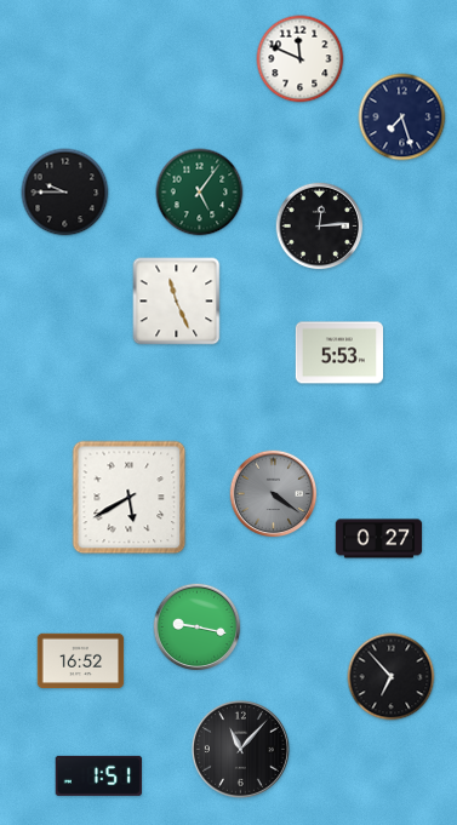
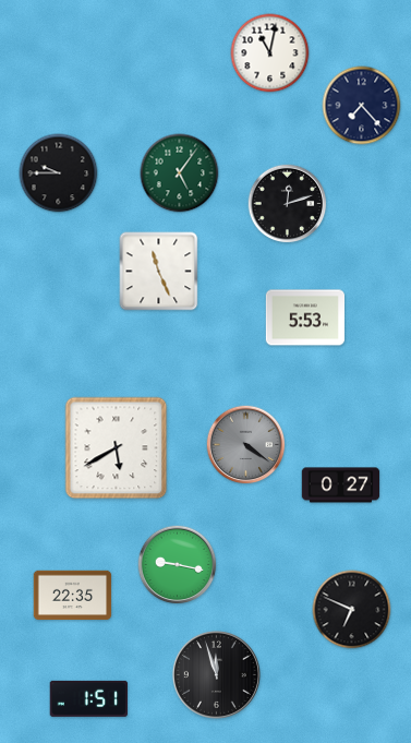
clock at (301, 59): 11:49 -> 11:02
clock at (402, 118): 7:27 -> 7:23
clock at (320, 227): 12:14 -> 12:12
clock at (81, 661): 16:52 -> 22:35
clock at (392, 677): 6:53 -> 6:49
clock at (240, 749): 11:07 -> 11:57
